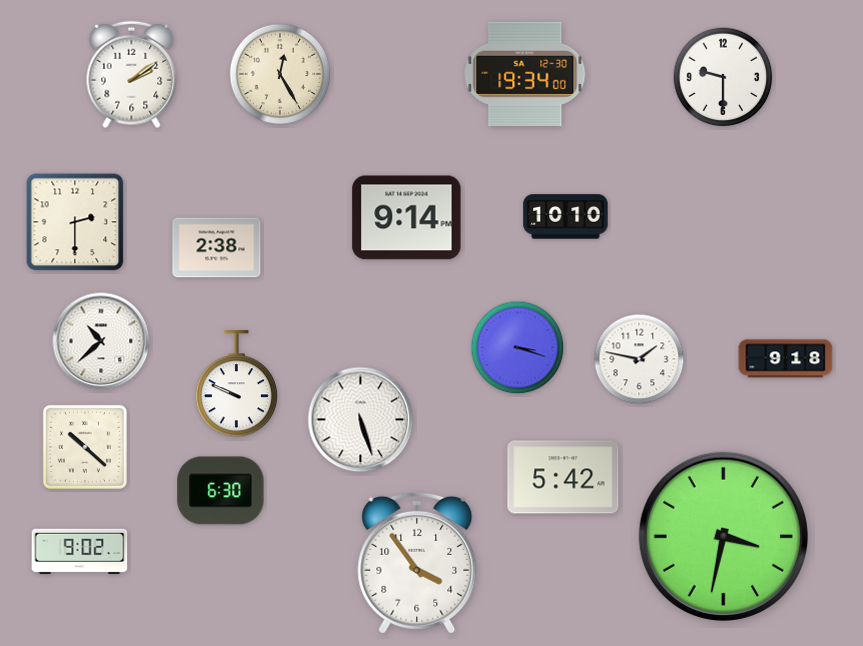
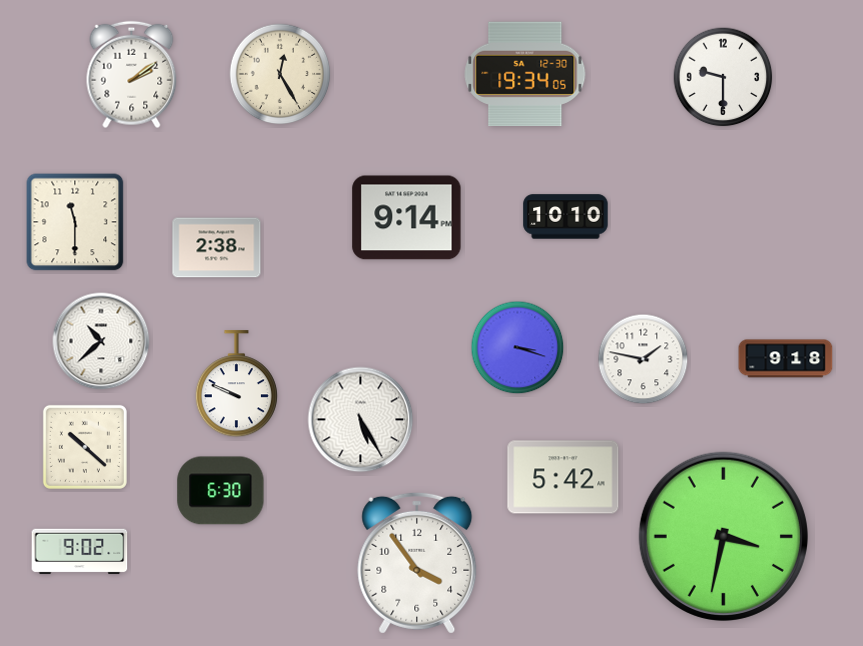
clock at (525, 73): 19:34:00 -> 19:34:05
clock at (75, 222): 2:30 -> 11:30
clock at (639, 359) position: (639, 359) -> (643, 359)
clock at (361, 420): 5:27 -> 5:25
